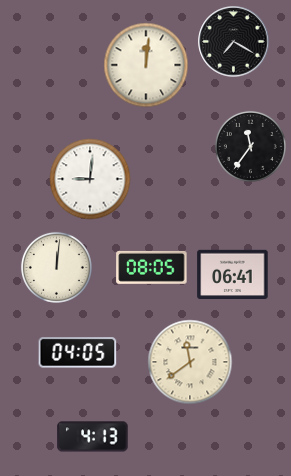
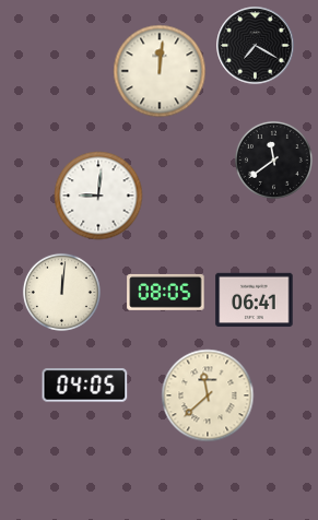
clock at (250, 146): 11:36 -> 11:39
clock at (190, 362): 11:39 -> 11:38
clock at (93, 437): 4:13 -> none
